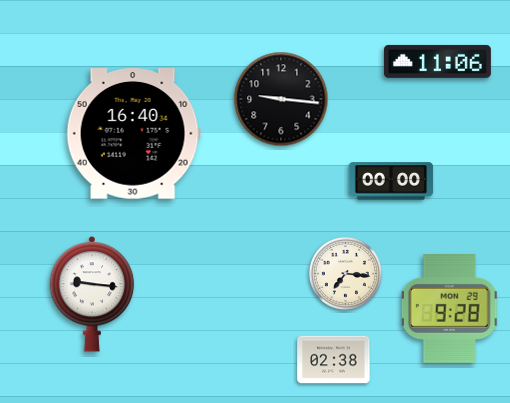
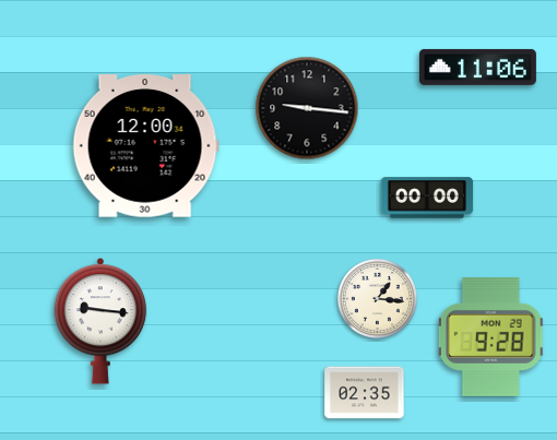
clock at (133, 134): 16:40 -> 12:00
clock at (345, 273): 7:16 -> 1:16
clock at (334, 360): 02:38 -> 02:35
